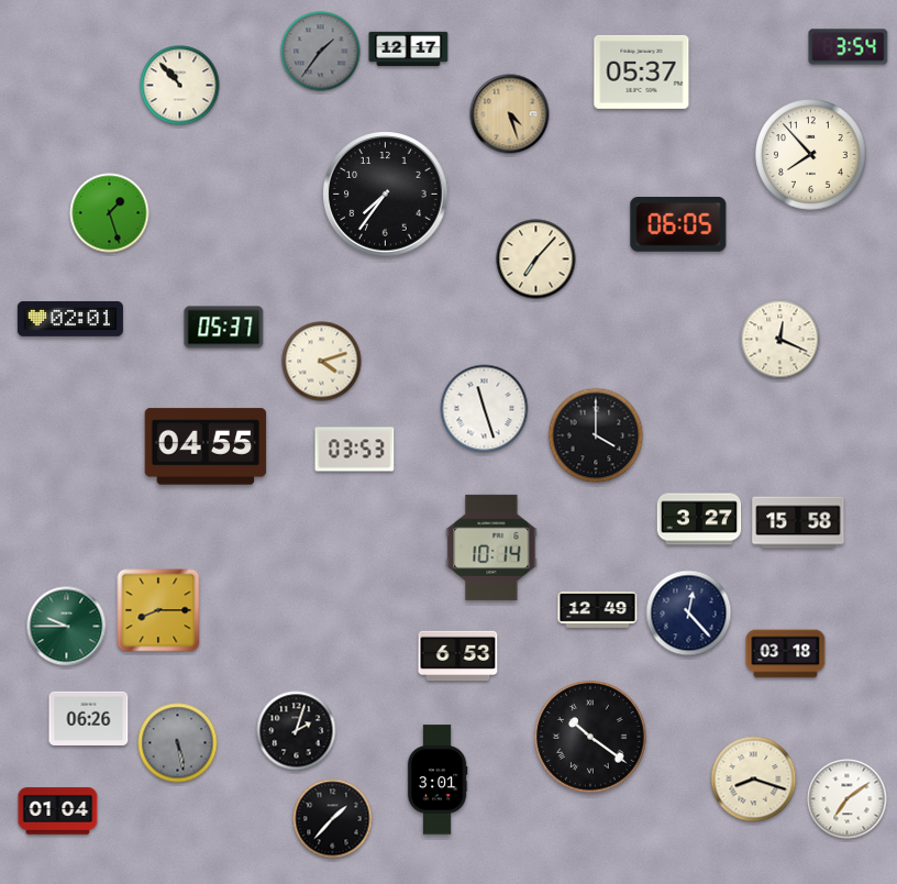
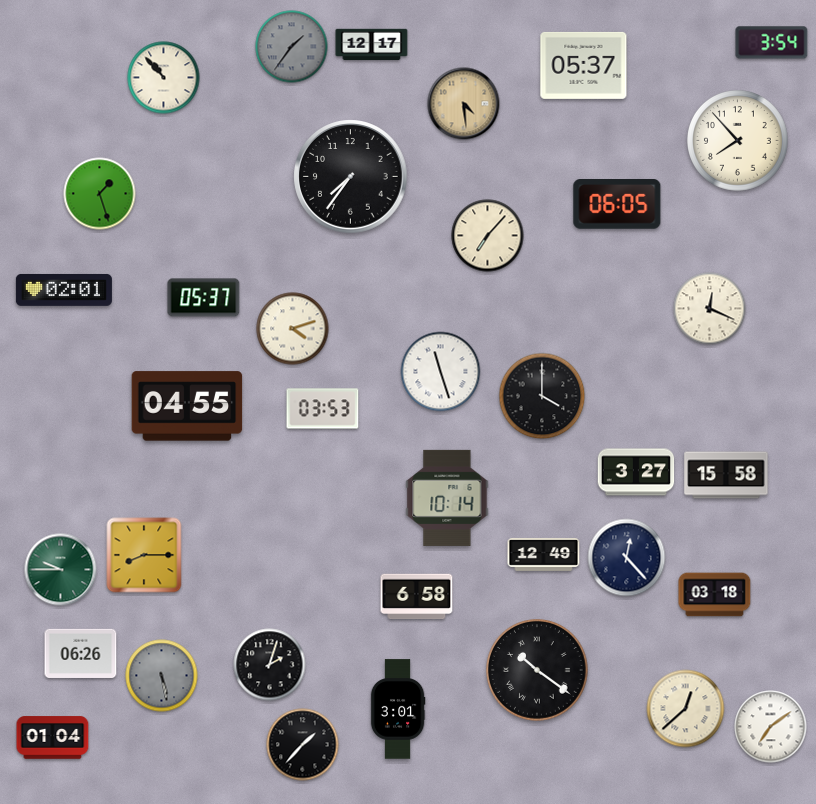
clock at (510, 114): 4:27 -> 4:29
clock at (458, 656): 6:53 -> 6:58
clock at (754, 780): 8:18 -> 12:38
